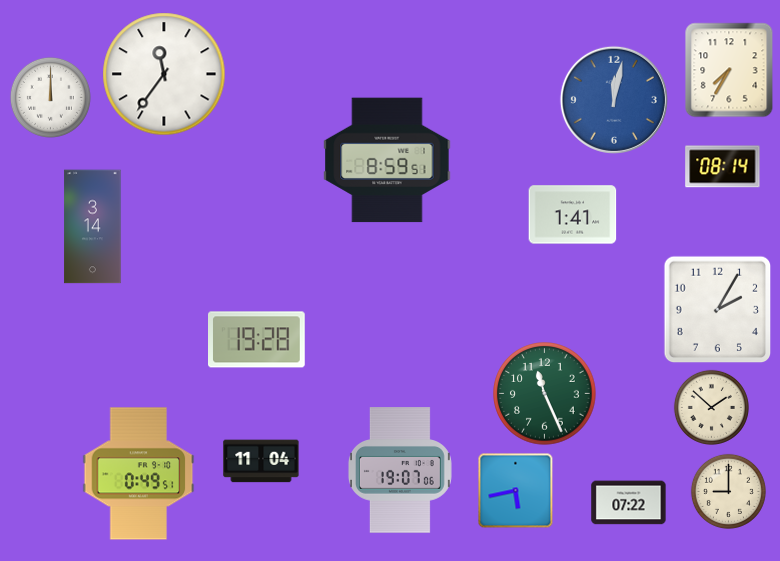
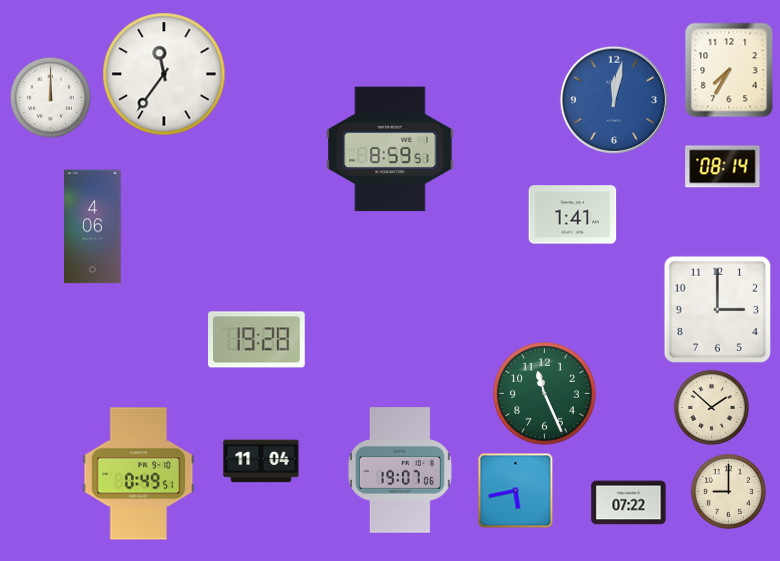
clock at (387, 160) position: (387, 160) -> (390, 149)
clock at (93, 227): 3:14 -> 4:06
clock at (718, 310): 2:05 -> 3:00
